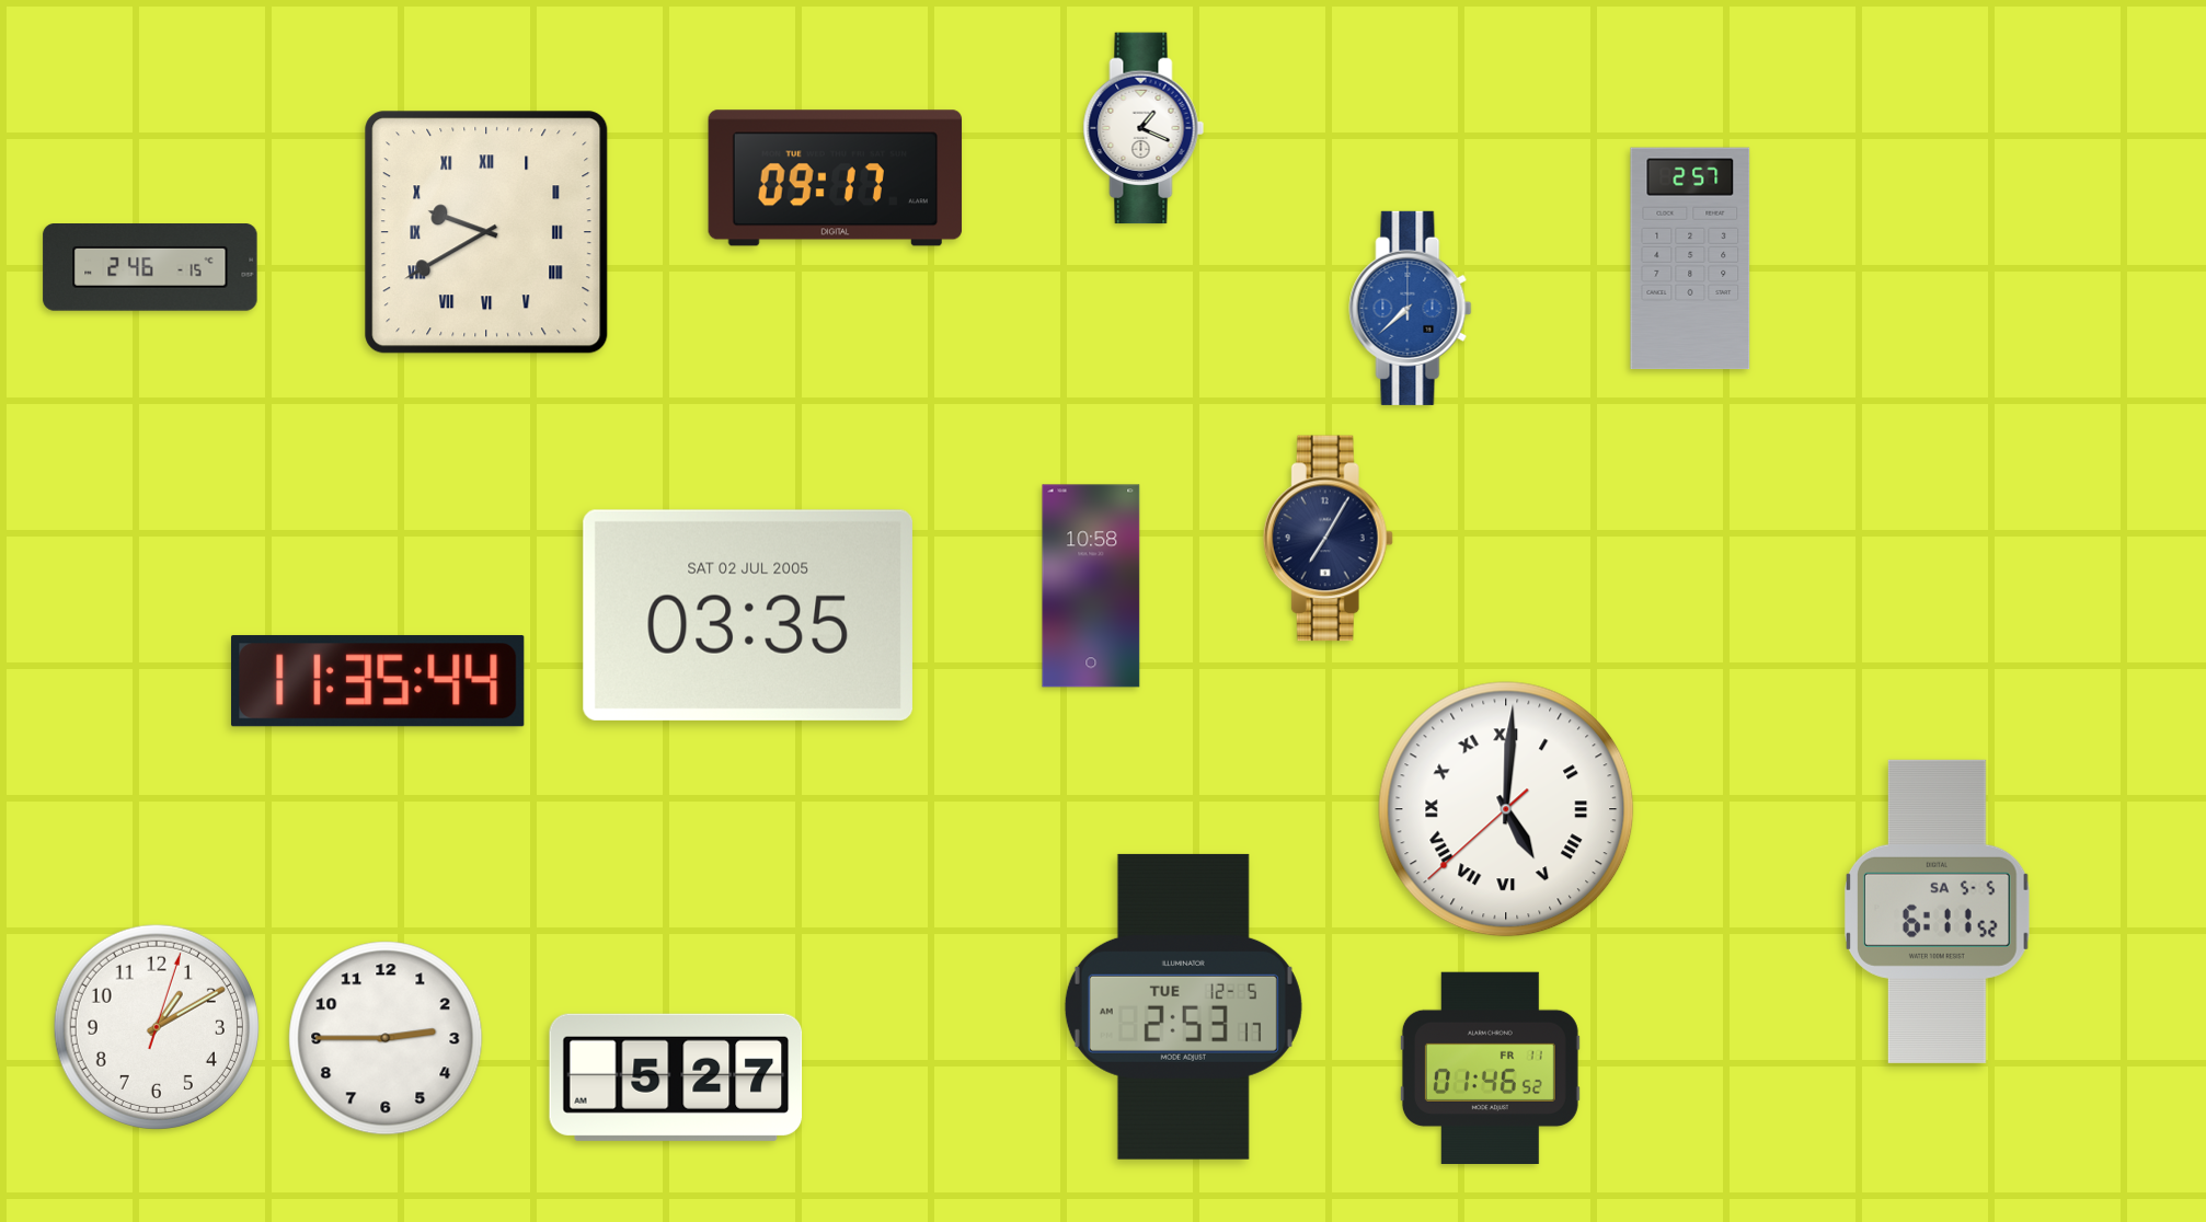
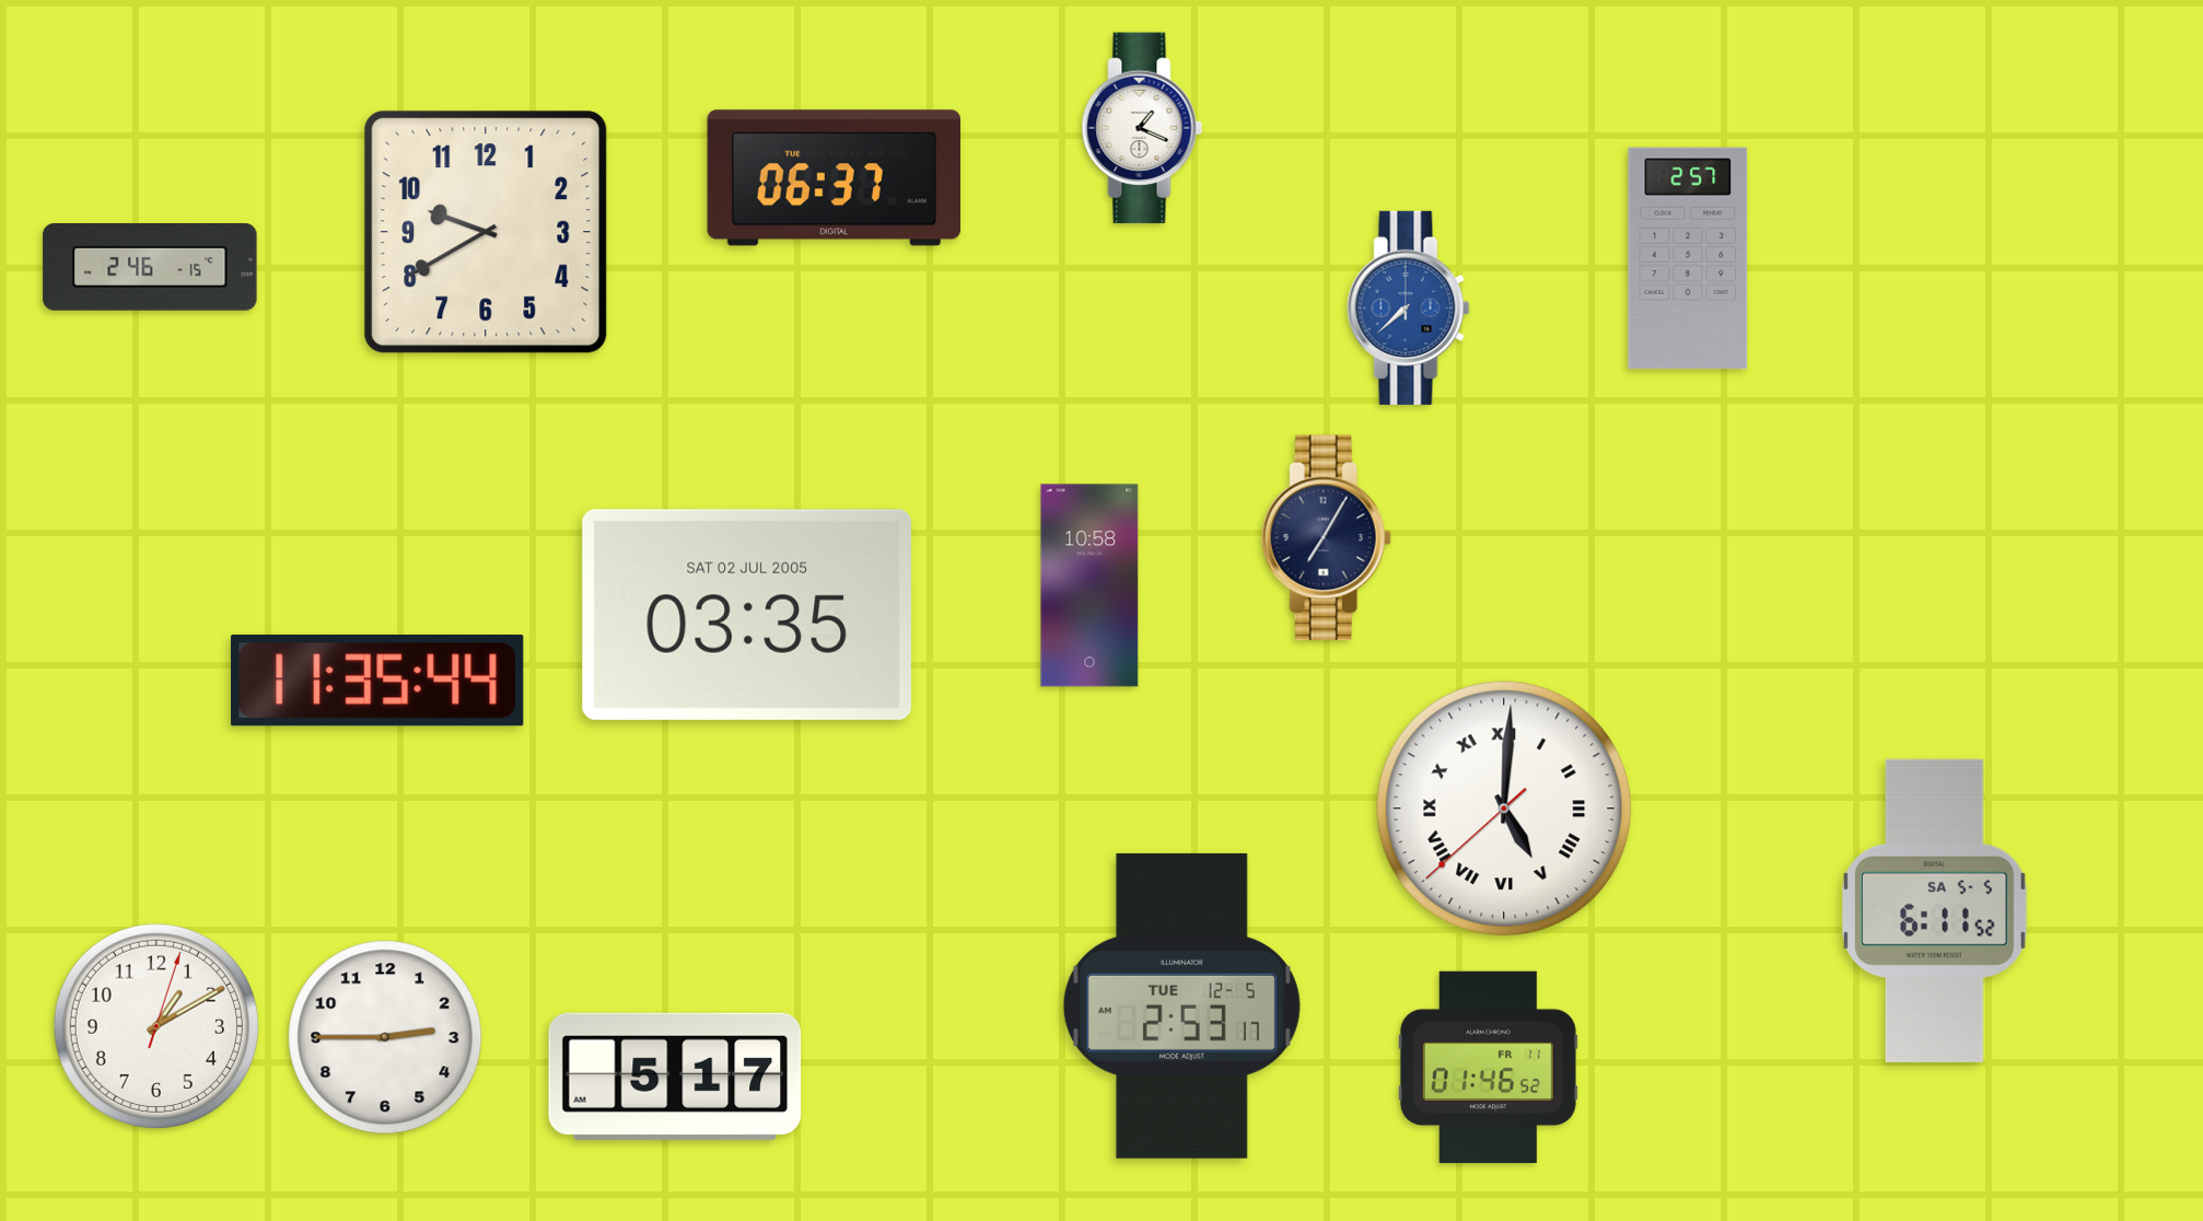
clock at (836, 178): 09:17 -> 06:37
clock at (486, 232) numerals: Roman -> Arabic
clock at (676, 1077): 5:27 -> 5:17
